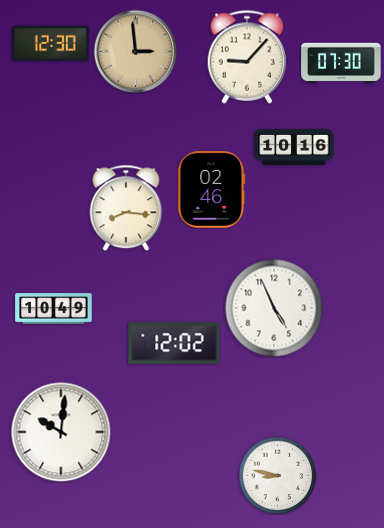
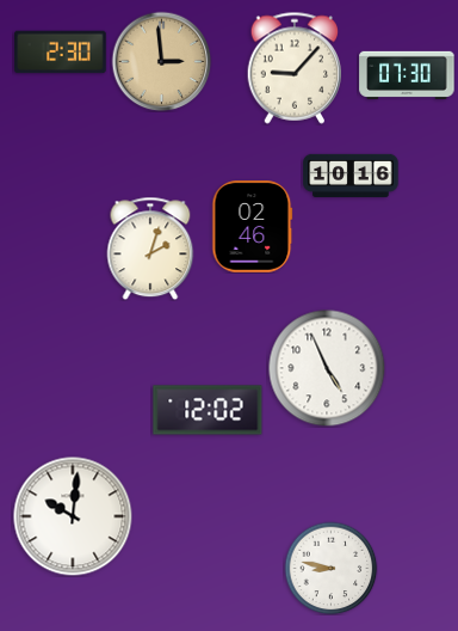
clock at (51, 44): 12:30 -> 2:30
clock at (126, 208): 8:16 -> 2:03
clock at (54, 309): 10:49 -> none
